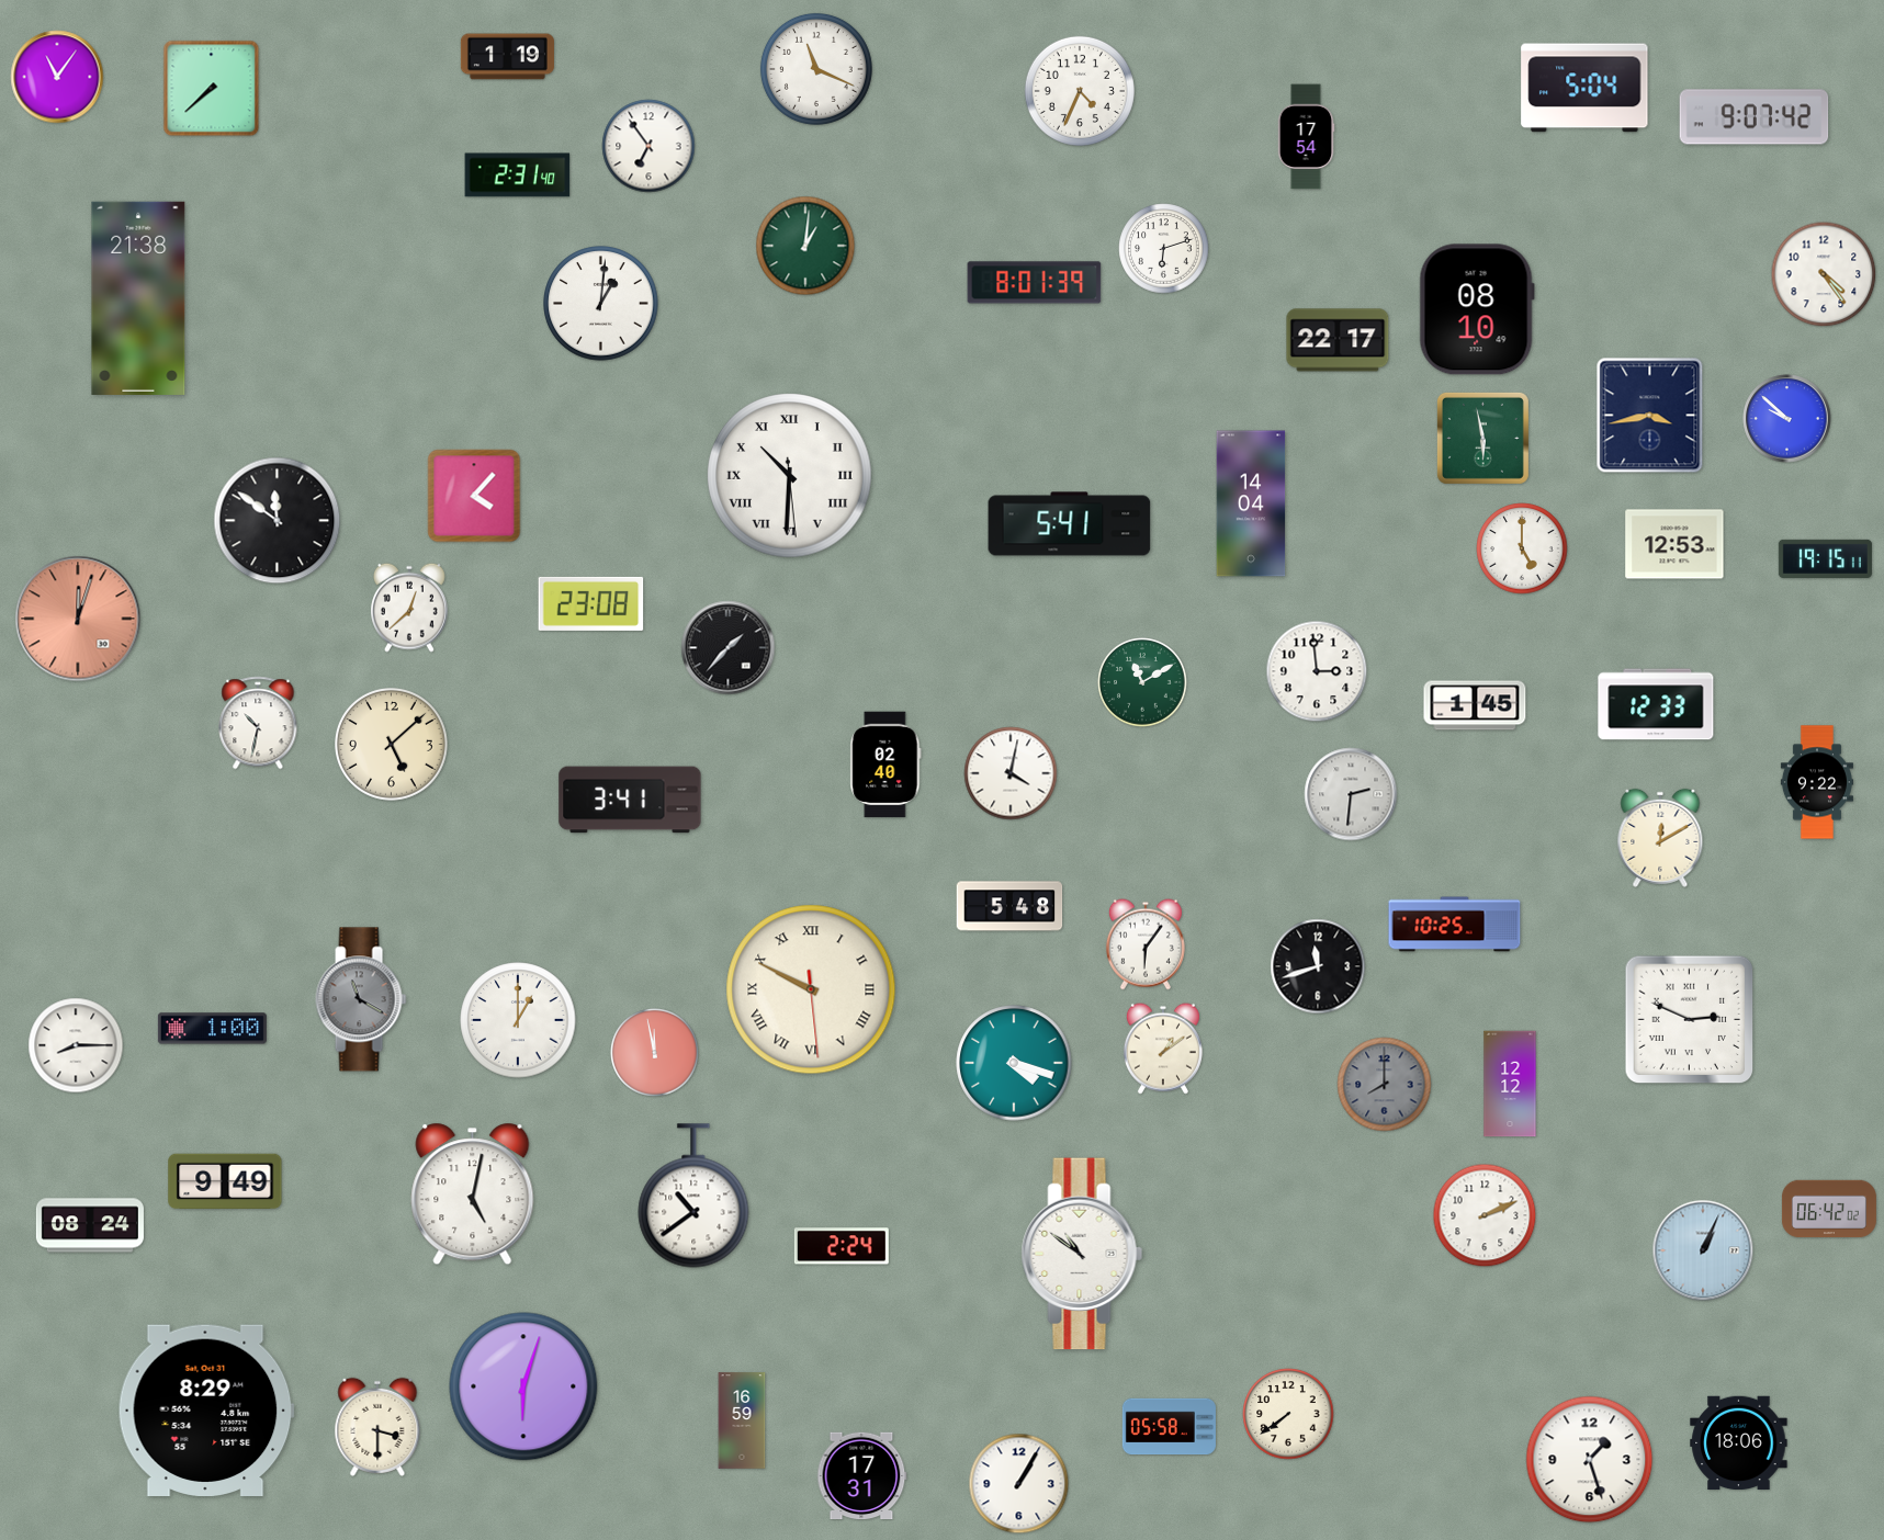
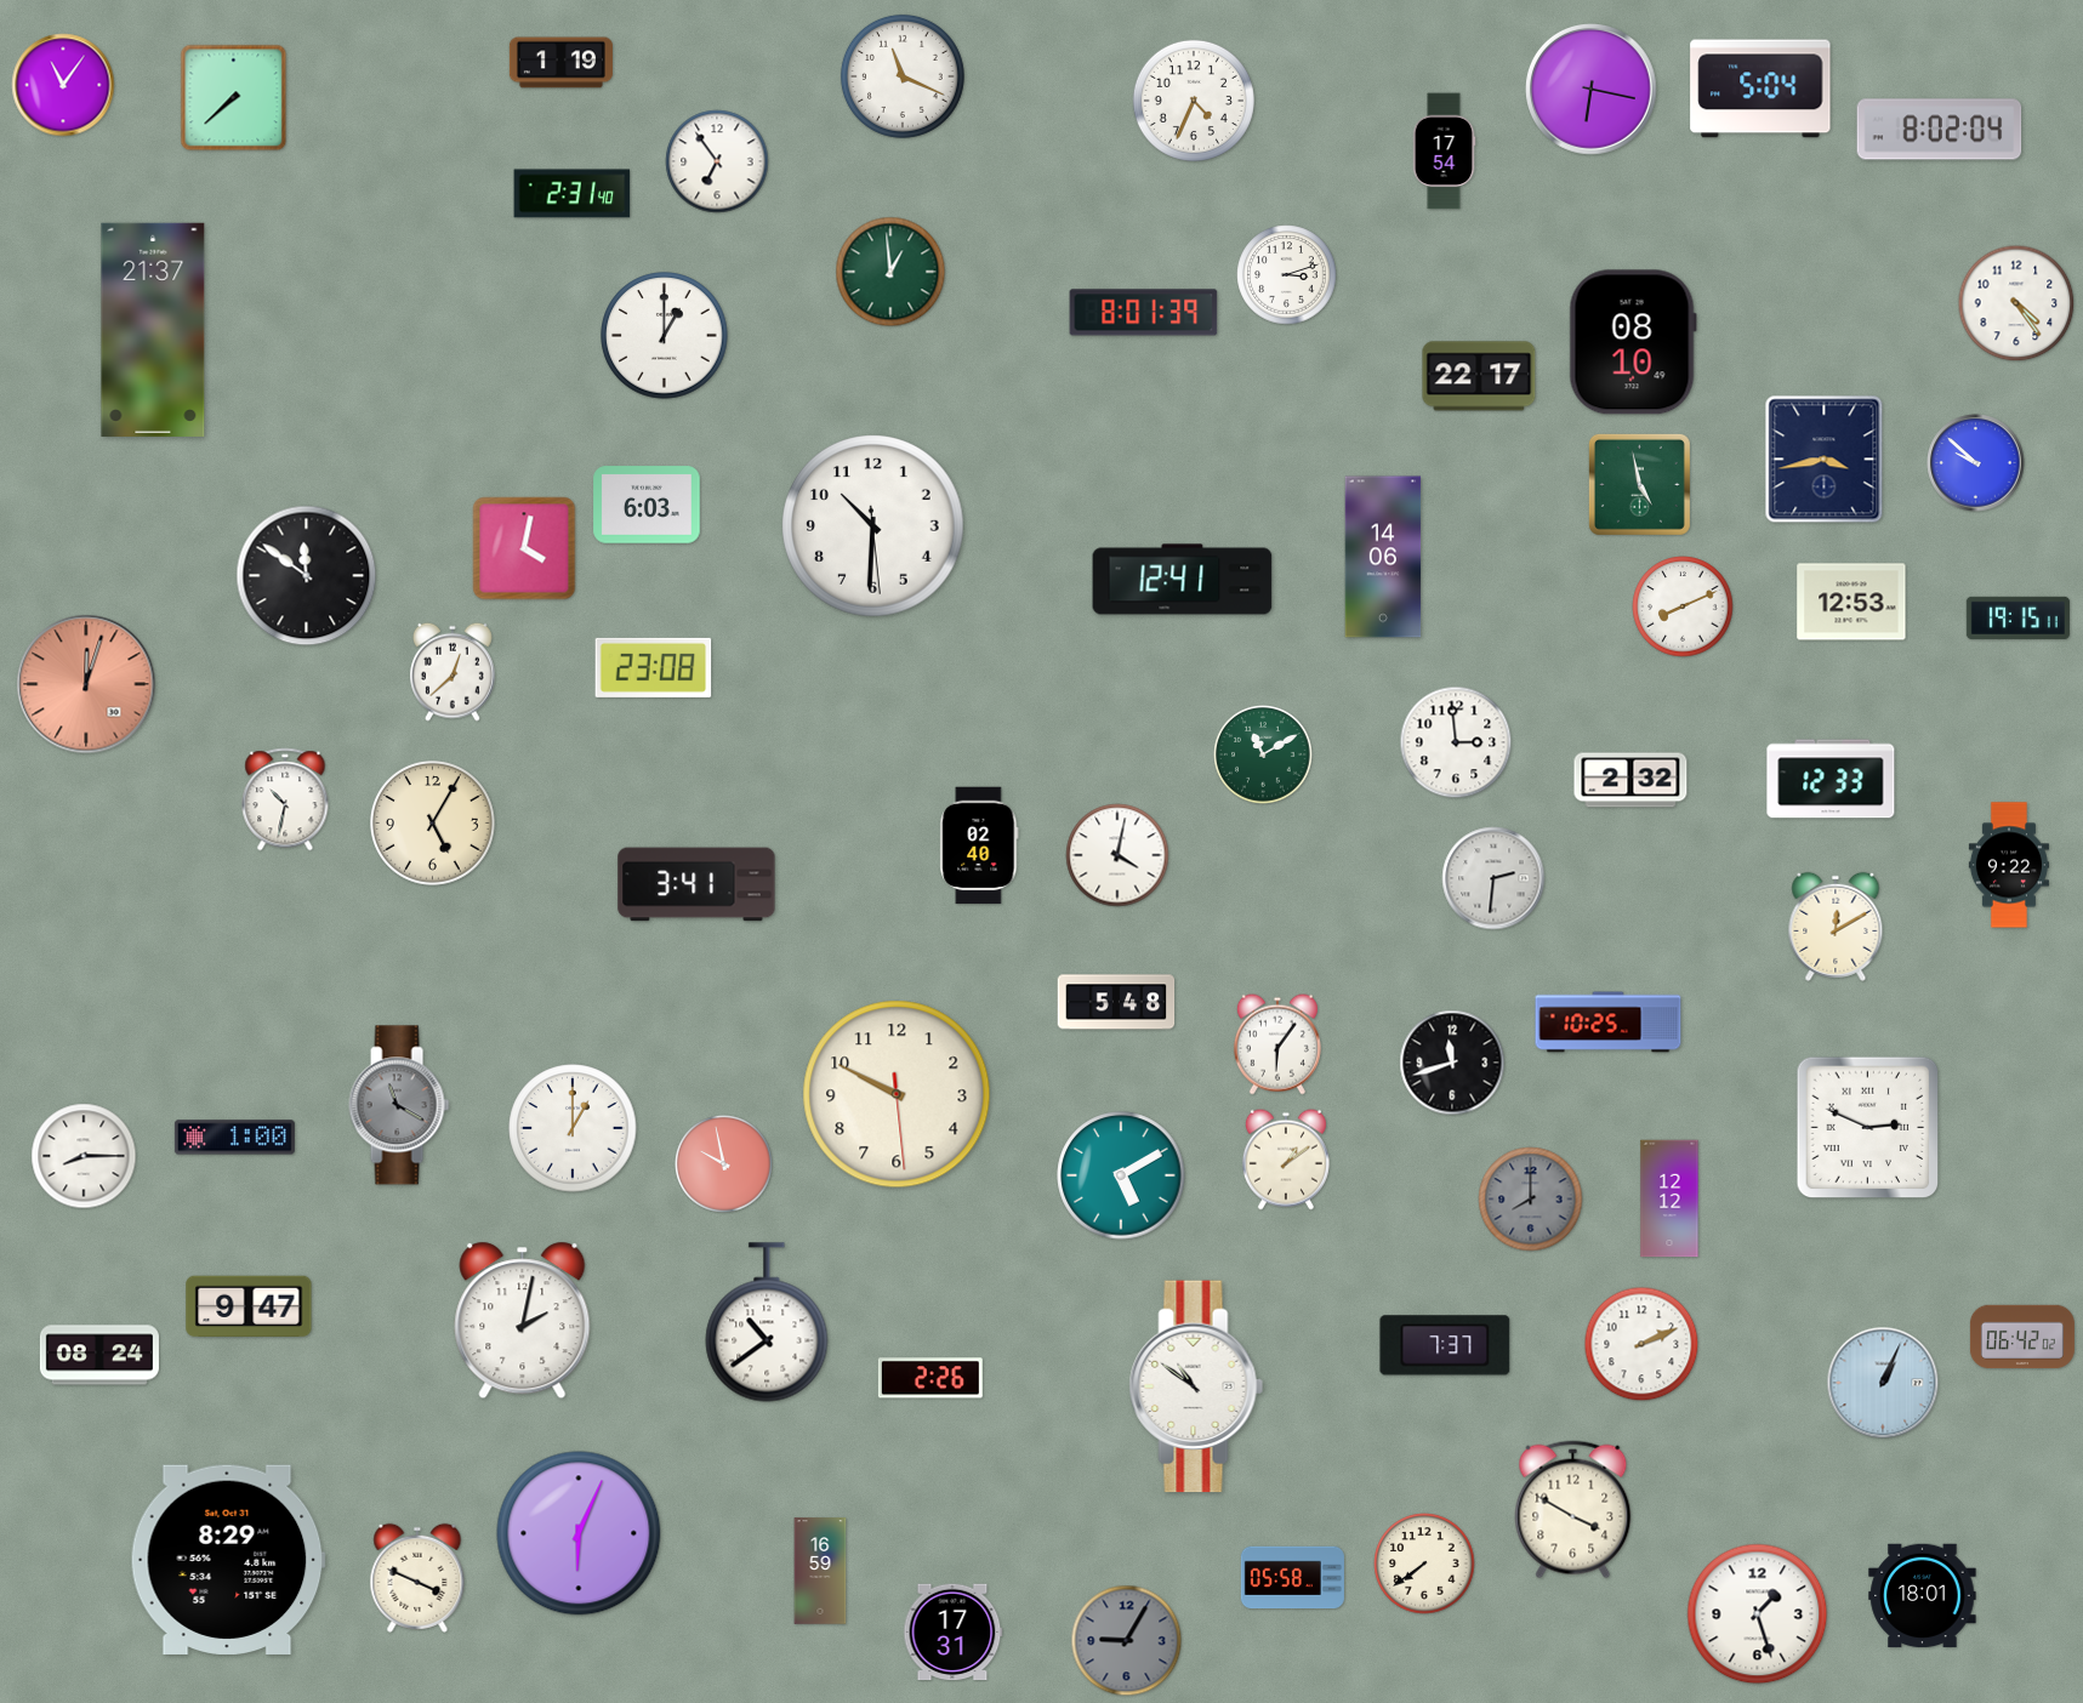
clock at (1592, 90): none -> 6:17
clock at (1584, 88) position: (1584, 88) -> (1760, 89)
clock at (1755, 117): 9:07 -> 8:02
clock at (805, 246): 1:01 -> 12:59
clock at (1164, 249): 6:12 -> 3:12
clock at (138, 298): 21:38 -> 21:37
clock at (601, 304): 1:01 -> 1:00
clock at (1482, 438): 5:58 -> 4:58
clock at (647, 505): none -> 6:03
clock at (790, 476) numerals: Roman -> Arabic
clock at (474, 496): 4:07 -> 4:02
clock at (1251, 503): 14:04 -> 14:06
clock at (1070, 524): 5:41 -> 12:41
clock at (1522, 548): 5:00 -> 8:11
clock at (729, 648): 1:37 -> none
clock at (1475, 705): 1:45 -> 2:32
clock at (392, 745): 5:08 -> 5:05
clock at (1146, 944) position: (1146, 944) -> (1277, 1044)
clock at (1318, 966) position: (1318, 966) -> (1452, 1063)
clock at (811, 989) numerals: Roman -> Arabic
clock at (655, 1053): 11:58 -> 9:58
clock at (1014, 1063): 4:18 -> 5:10
clock at (225, 1181): 9:49 -> 9:47
clock at (473, 1194): 5:02 -> 2:02
clock at (1445, 1345): none -> 7:37
clock at (842, 1246): 2:24 -> 2:26
clock at (1573, 1510): none -> 3:50
clock at (523, 1386): 6:03 -> 6:04
clock at (377, 1427): 3:30 -> 3:49
clock at (1739, 1443): 18:06 -> 18:01
clock at (1019, 1484): 1:05 -> 9:05
clock at (1019, 1484) dial: white -> grey
